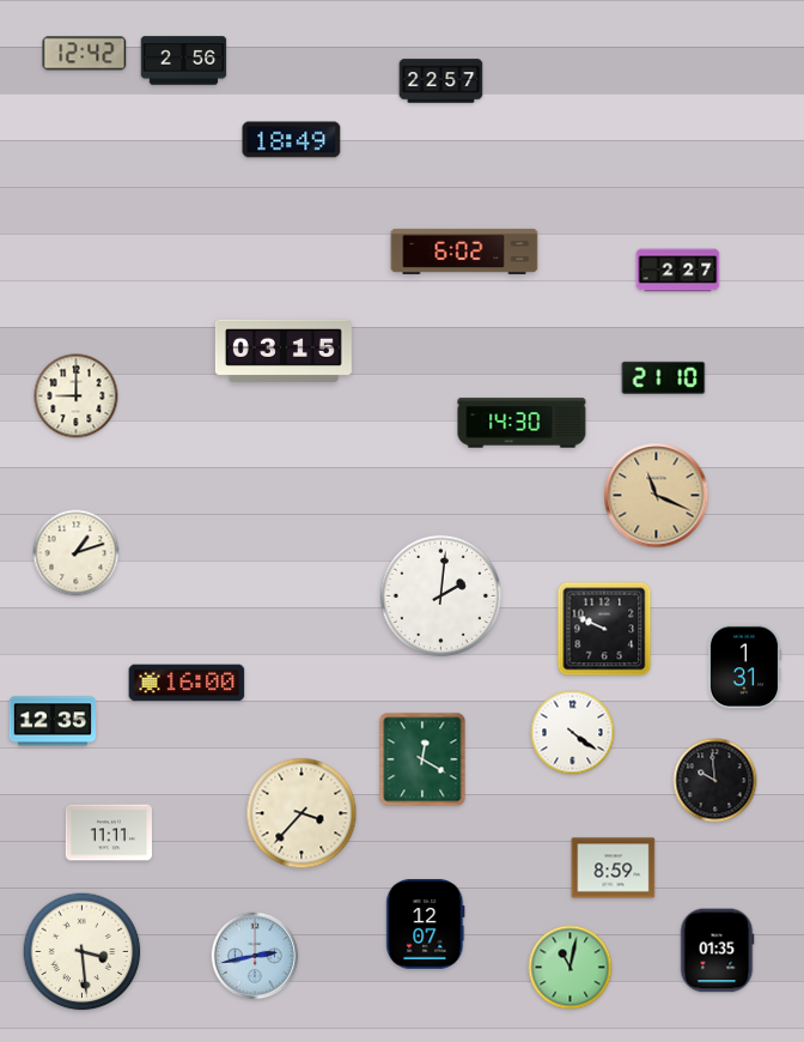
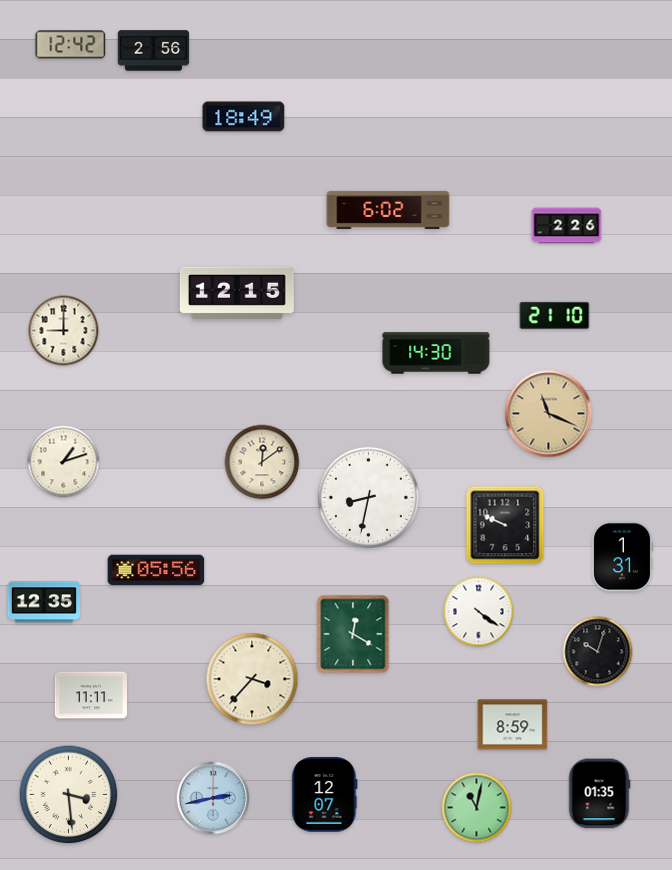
clock at (441, 81): 22:57 -> none
clock at (678, 271): 2:27 -> 2:26
clock at (284, 351): 03:15 -> 12:15
clock at (262, 462): none -> 12:09
clock at (440, 595): 2:01 -> 8:32
clock at (187, 683): 16:00 -> 05:56
clock at (715, 781): 9:59 -> 10:03
clock at (426, 925) position: (426, 925) -> (325, 795)
